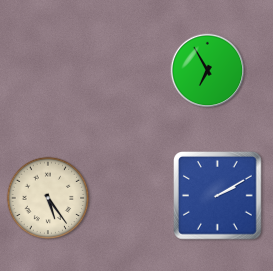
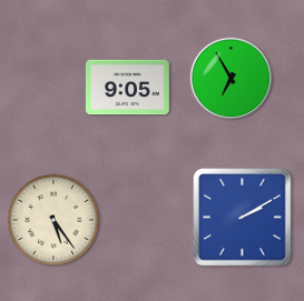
clock at (127, 88): none -> 9:05
